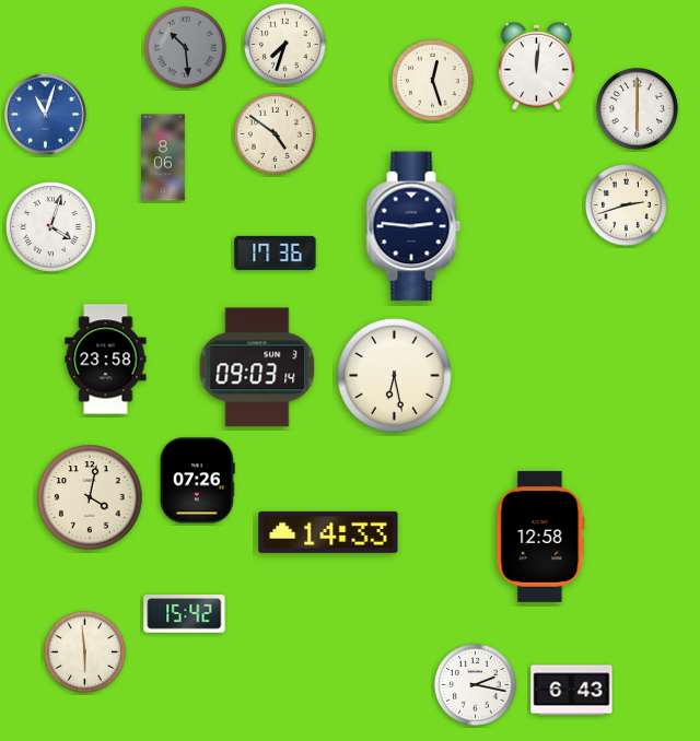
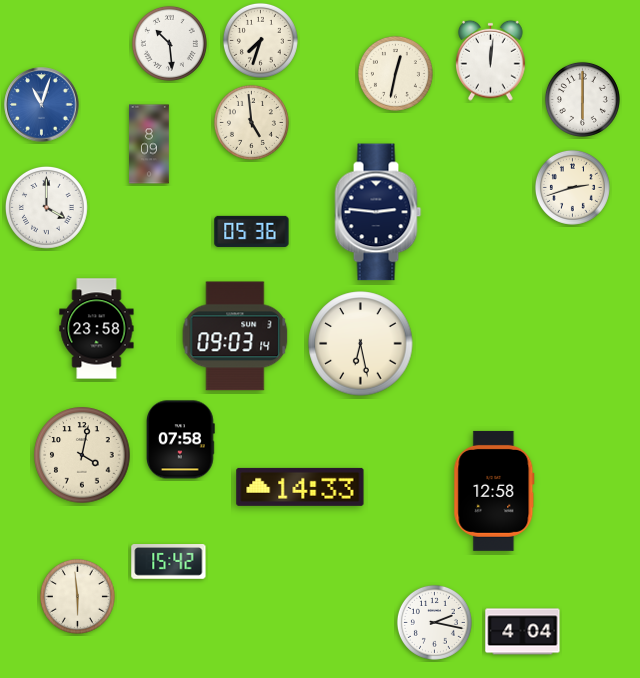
clock at (185, 47) dial: grey -> white
clock at (432, 80): 12:27 -> 12:32
clock at (275, 133): 4:51 -> 4:59
clock at (163, 157): 8:06 -> 8:09
clock at (50, 226): 4:03 -> 4:00
clock at (413, 226) position: (413, 226) -> (378, 212)
clock at (276, 252): 17:36 -> 05:36
clock at (198, 481): 07:26 -> 07:58
clock at (475, 684) position: (475, 684) -> (434, 622)
clock at (572, 691): 6:43 -> 4:04
